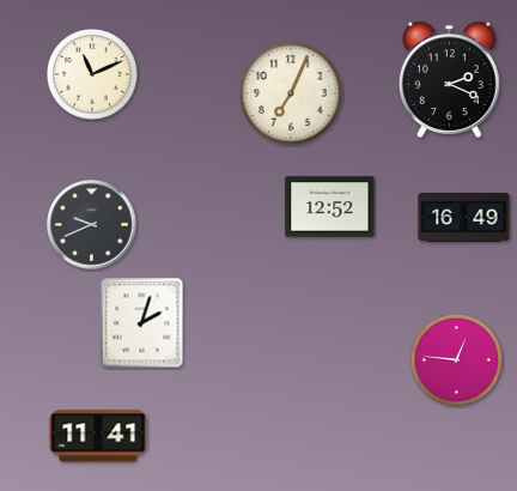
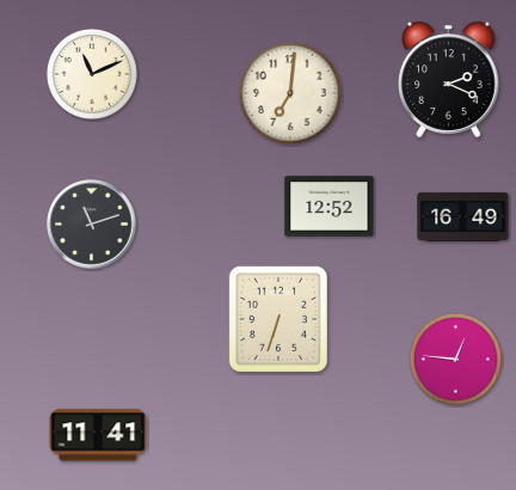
clock at (291, 93): 7:04 -> 7:01
clock at (92, 225): 9:41 -> 11:12
clock at (278, 319): none -> 6:33
clock at (142, 323): 2:03 -> none
